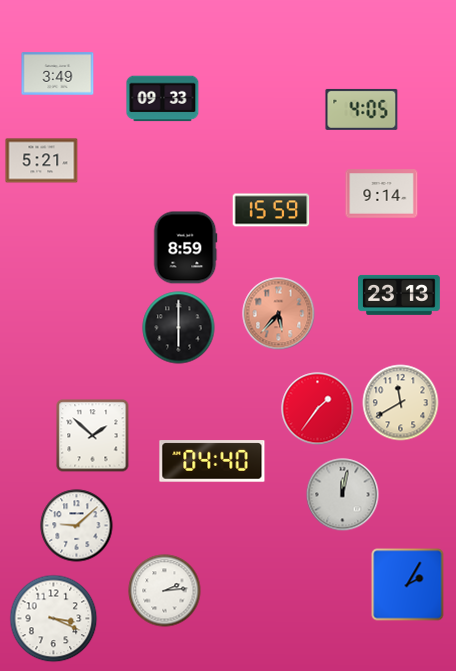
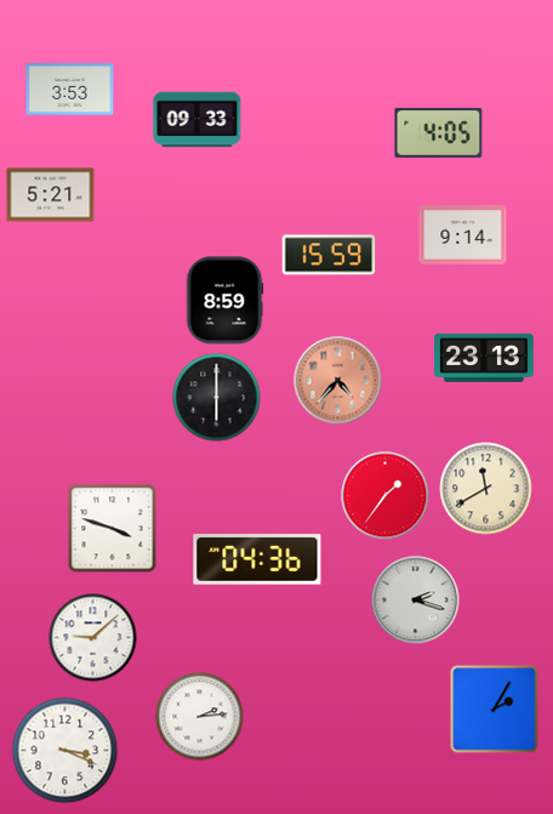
clock at (58, 74): 3:49 -> 3:53
clock at (279, 314): 5:37 -> 4:37
clock at (93, 436): 1:52 -> 3:48
clock at (212, 461): 04:40 -> 04:36
clock at (343, 495): 12:02 -> 2:18
